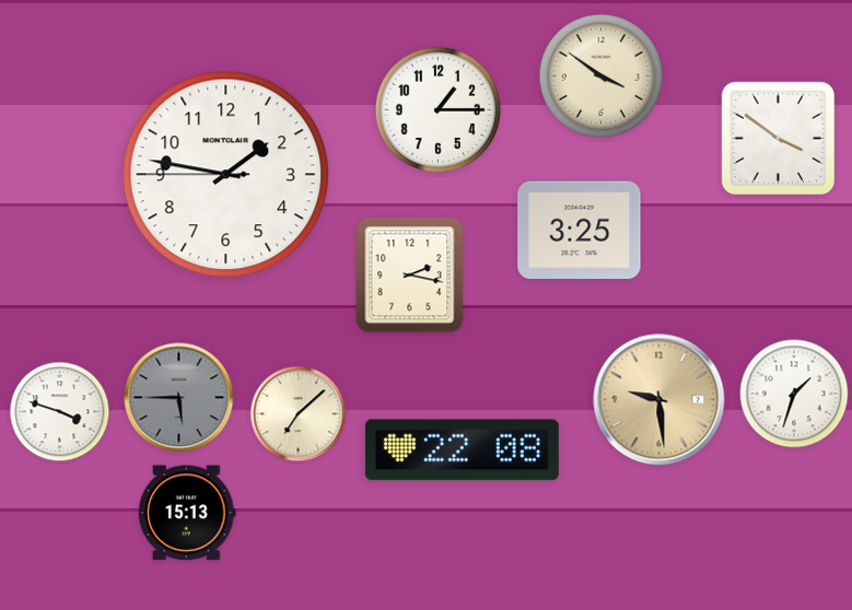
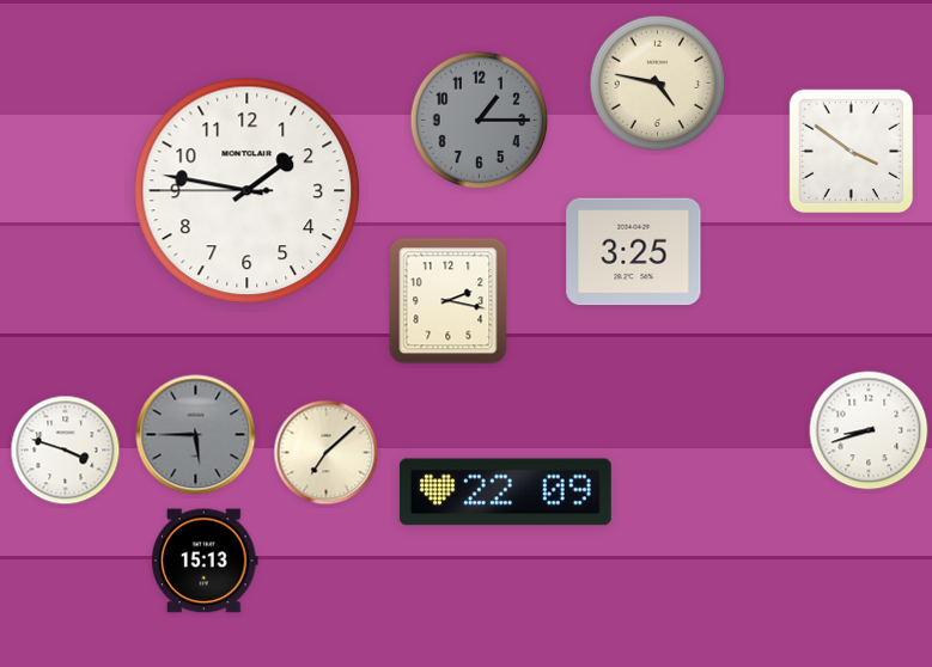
clock at (602, 77): 3:51 -> 4:47
clock at (439, 110) dial: white -> grey
clock at (794, 394): 1:33 -> 8:42
clock at (660, 400): 9:29 -> none
clock at (462, 450): 22:08 -> 22:09
